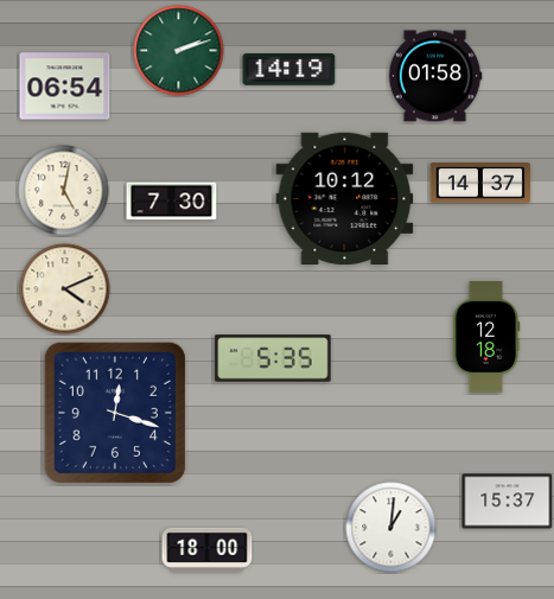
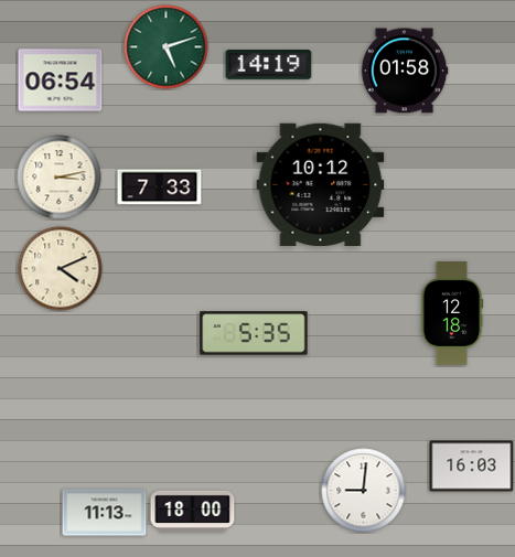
clock at (179, 51): 2:12 -> 5:12
clock at (480, 183): 14:37 -> none
clock at (64, 191): 5:02 -> 3:13
clock at (172, 202): 7:30 -> 7:33
clock at (115, 413): 12:18 -> none
clock at (508, 502): 15:37 -> 16:03
clock at (391, 528): 1:01 -> 9:01
clock at (105, 513): none -> 11:13
